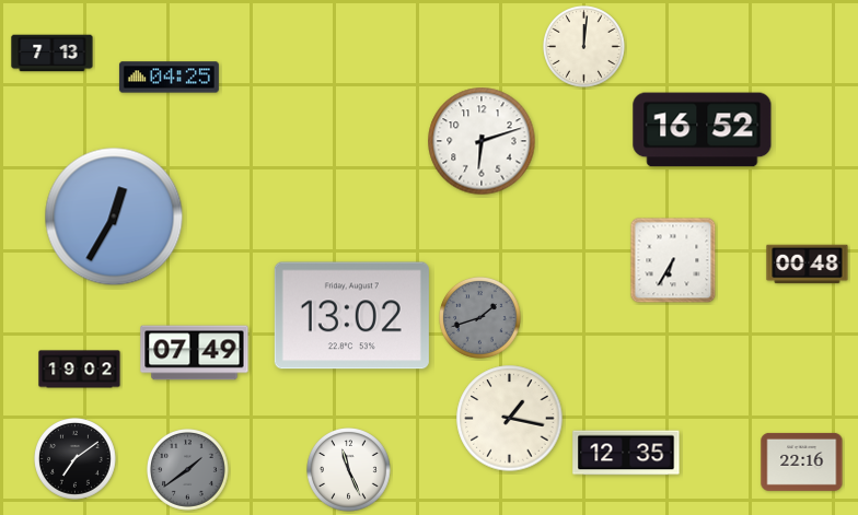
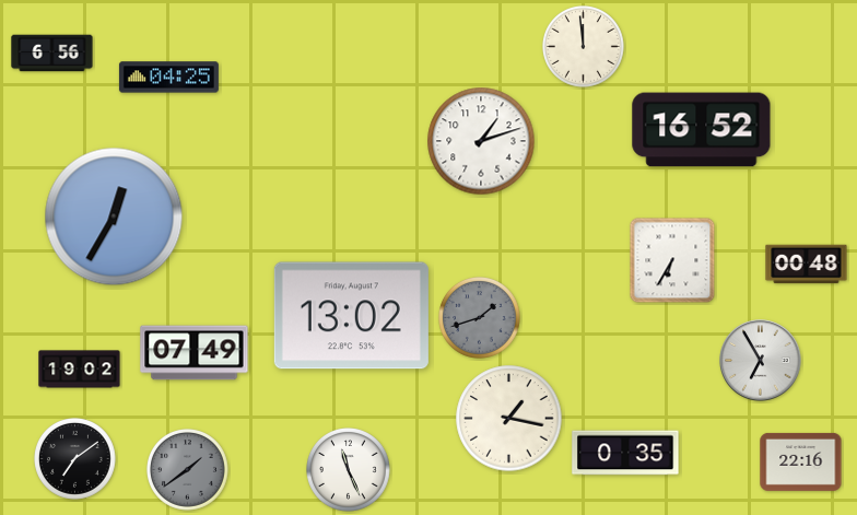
clock at (584, 47): 12:01 -> 11:59
clock at (53, 54): 7:13 -> 6:56
clock at (482, 141): 6:12 -> 1:12
clock at (761, 361): none -> 6:55
clock at (626, 453): 12:35 -> 0:35
